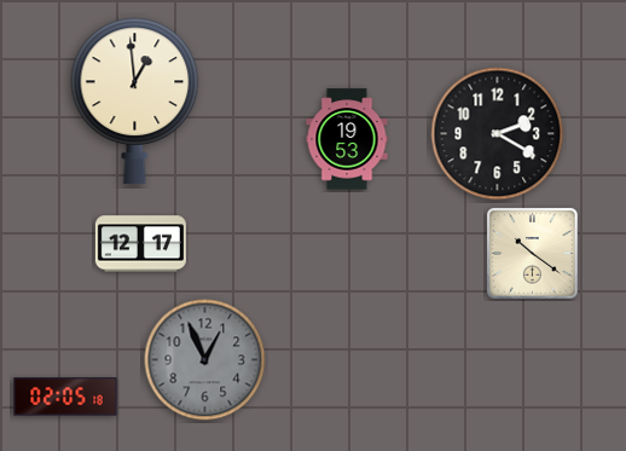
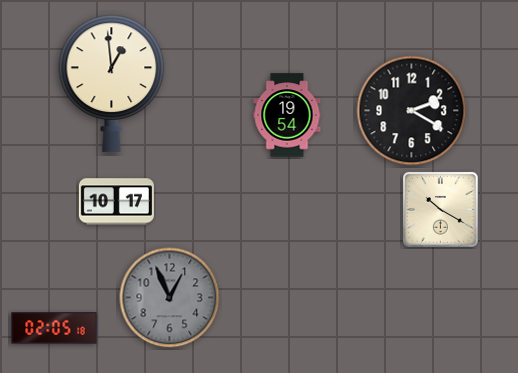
clock at (347, 139): 19:53 -> 19:54
clock at (140, 244): 12:17 -> 10:17
clock at (532, 253): 10:21 -> 10:20
